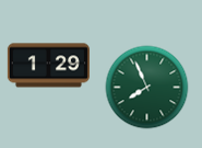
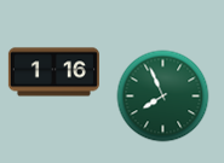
clock at (48, 66): 1:29 -> 1:16
